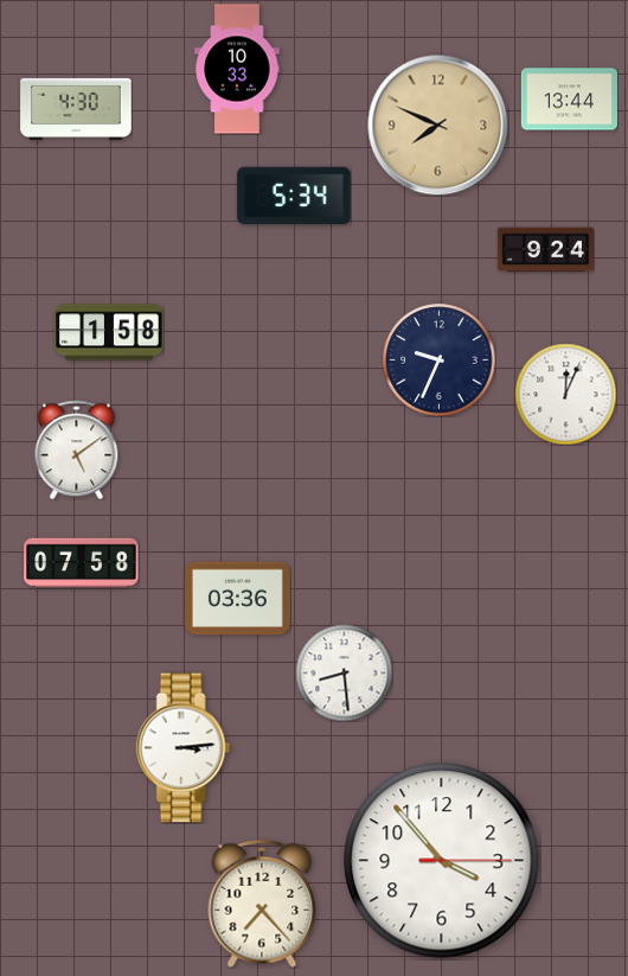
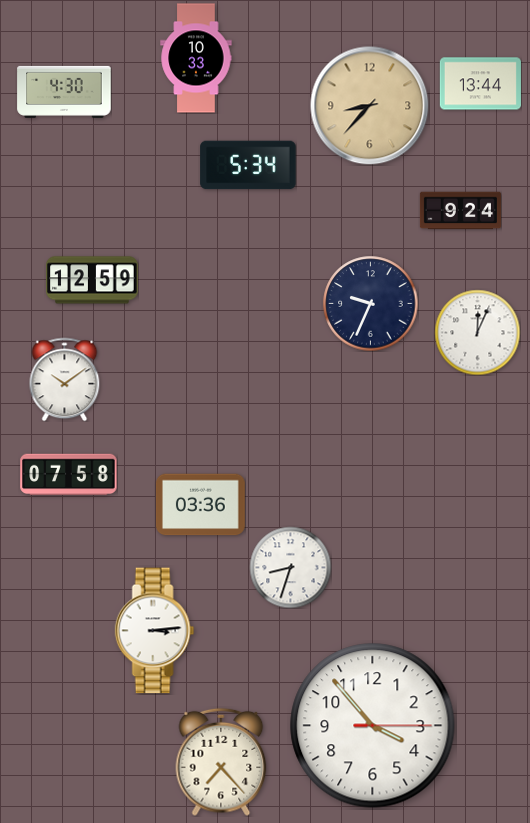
clock at (237, 69) position: (237, 69) -> (196, 58)
clock at (438, 126): 7:49 -> 8:37
clock at (109, 332): 1:58 -> 12:59
clock at (77, 449): 5:09 -> 10:09
clock at (344, 672): 8:29 -> 8:33
